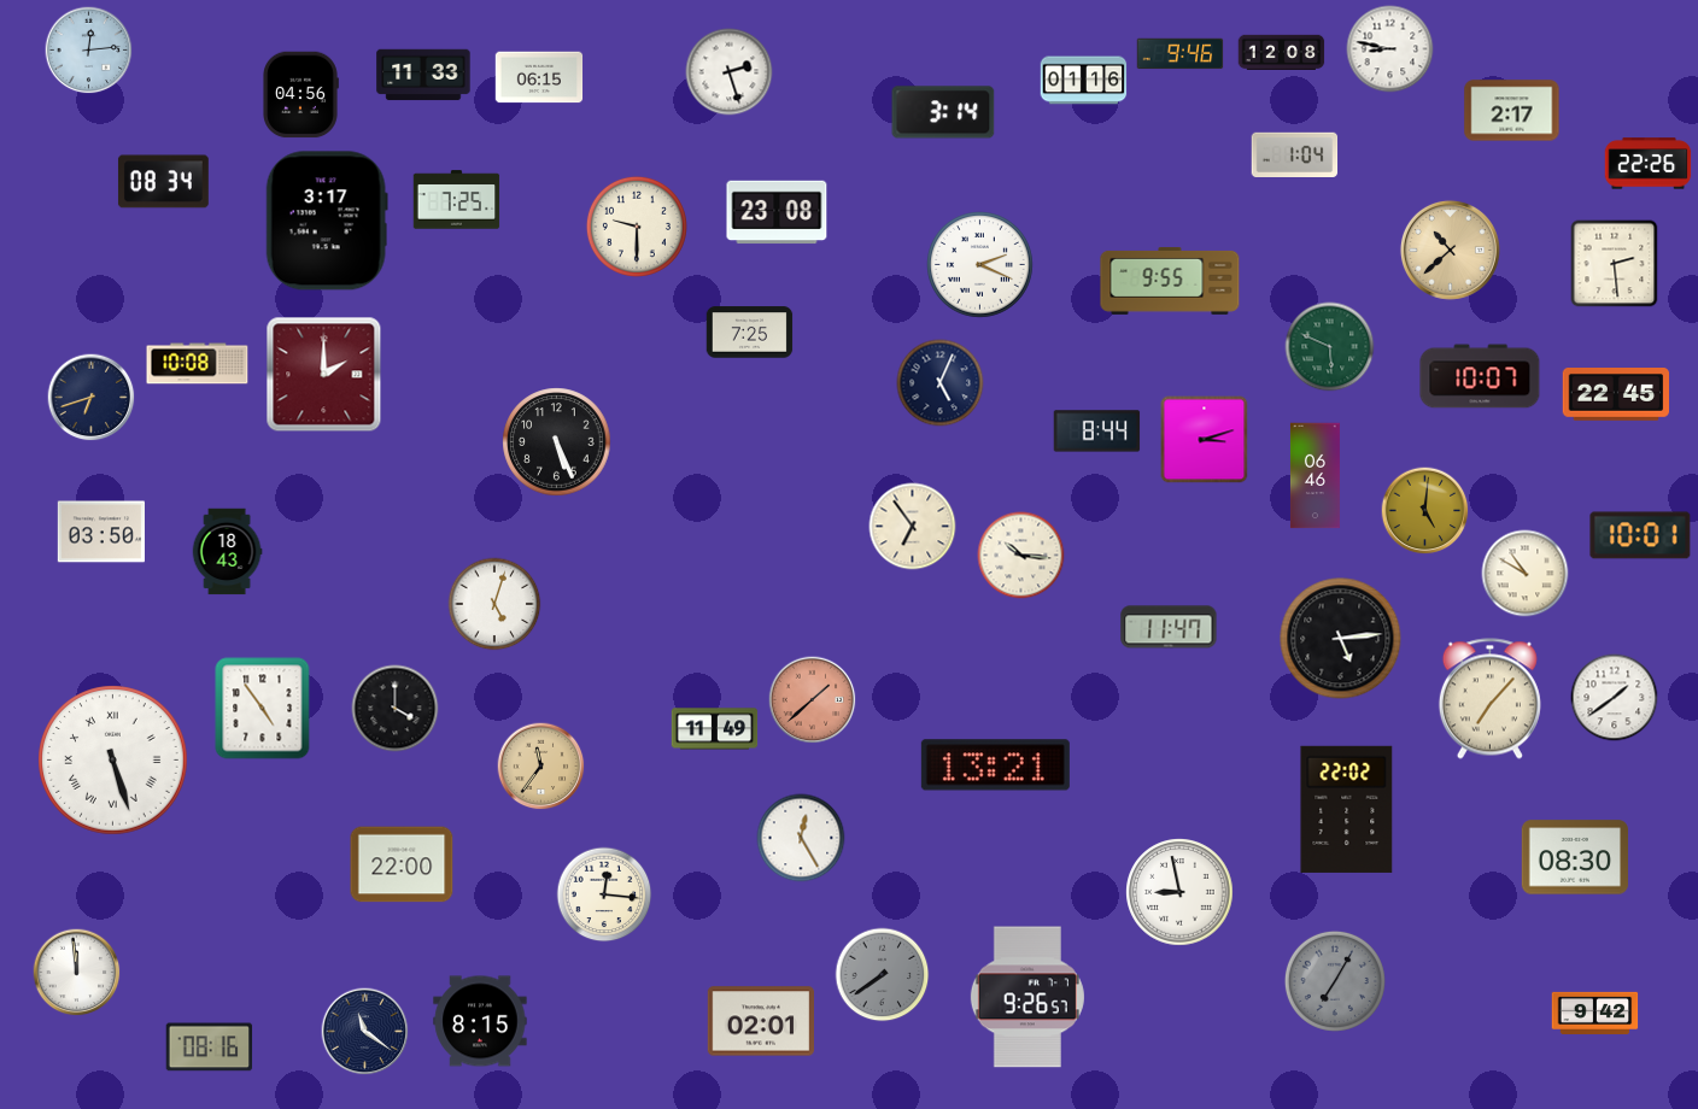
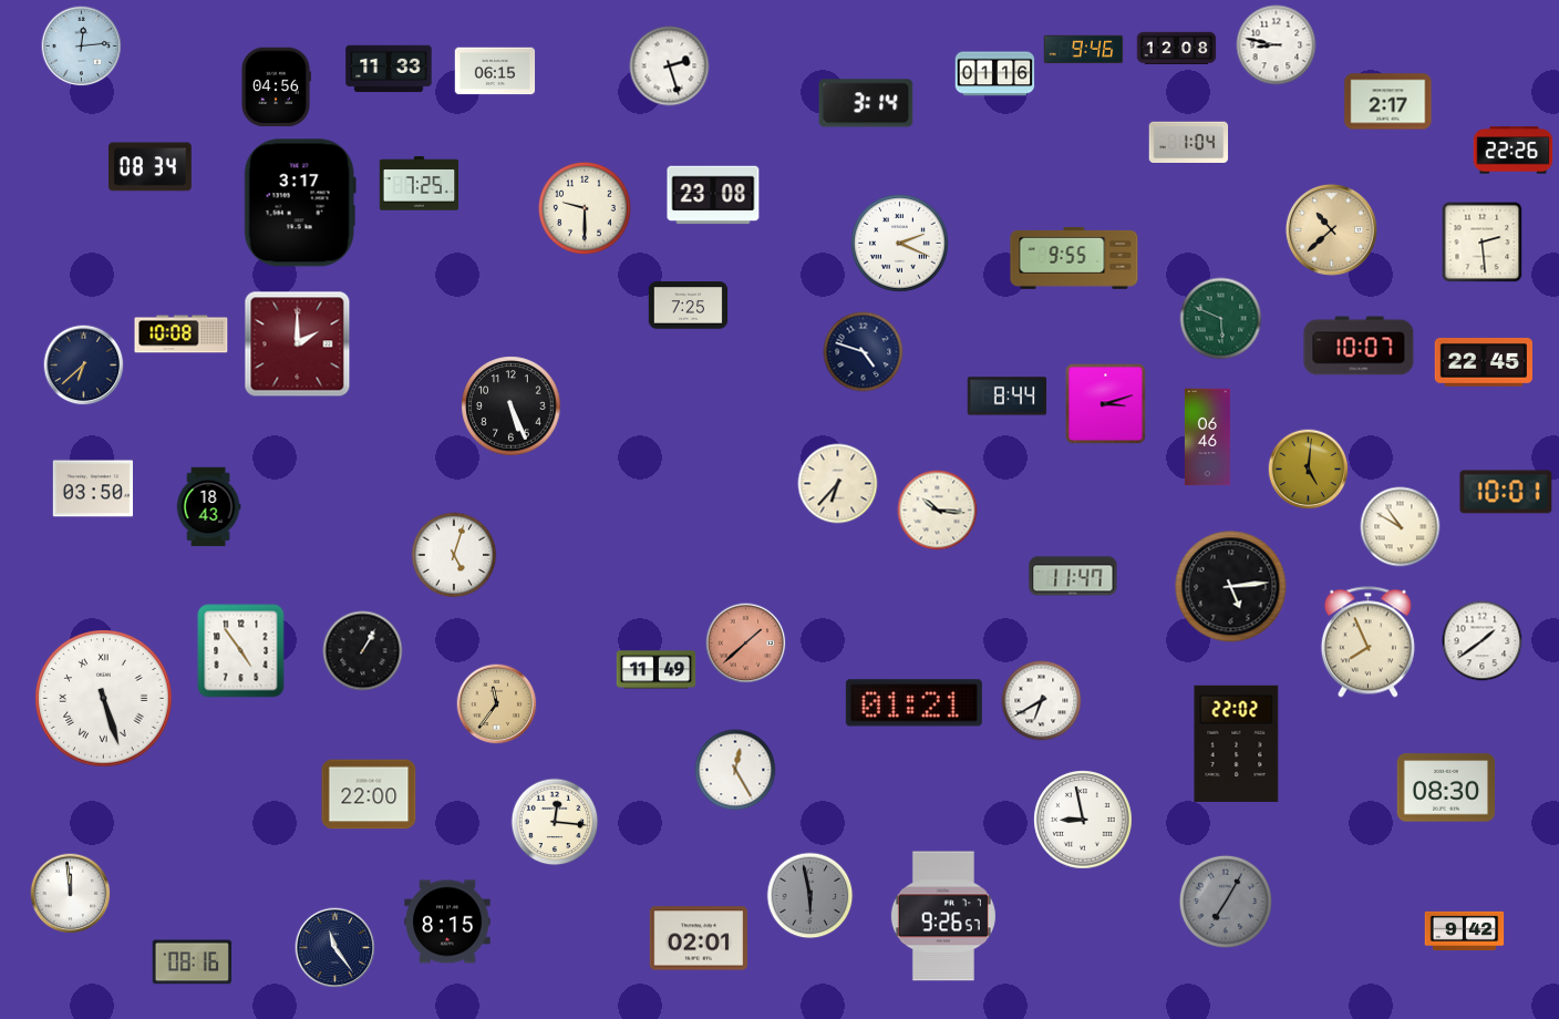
clock at (941, 383): 5:04 -> 4:48
clock at (92, 398): 6:42 -> 6:38
clock at (913, 527): 6:54 -> 6:37
clock at (1489, 699): 7:07 -> 7:56
clock at (396, 709): 4:00 -> 1:05
clock at (1042, 701): none -> 6:40
clock at (995, 765): 13:21 -> 01:21
clock at (883, 975): 7:39 -> 5:58
clock at (480, 1021) position: (480, 1021) -> (447, 922)
clock at (365, 1032): 11:21 -> 11:24
